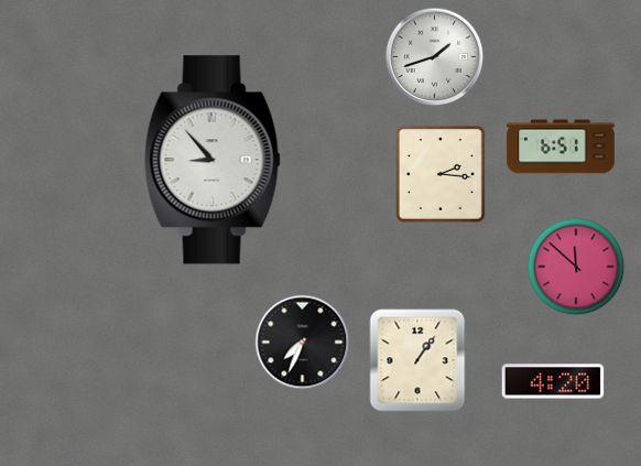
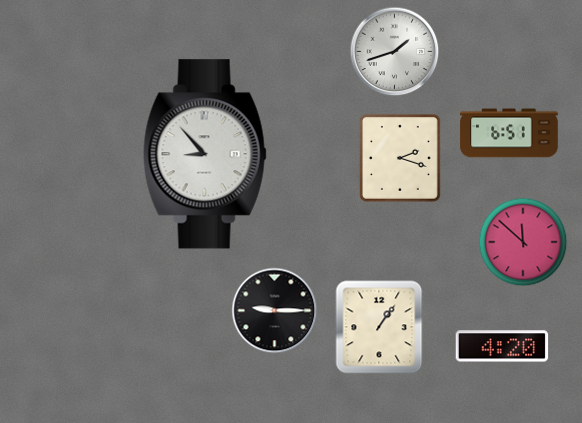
clock at (213, 160) position: (213, 160) -> (205, 154)
clock at (441, 175): 2:16 -> 2:18
clock at (303, 343): 7:34 -> 9:15
